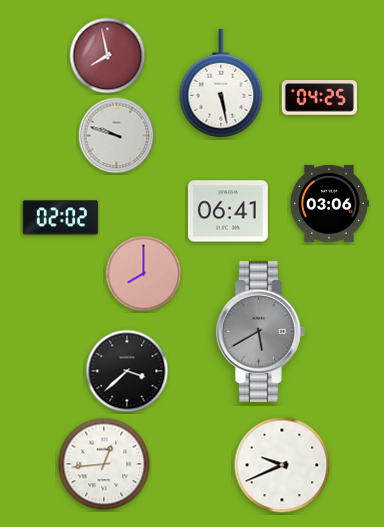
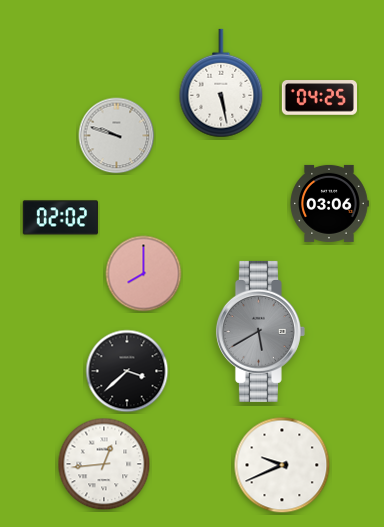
clock at (108, 56): 7:58 -> none
clock at (228, 211): 06:41 -> none
